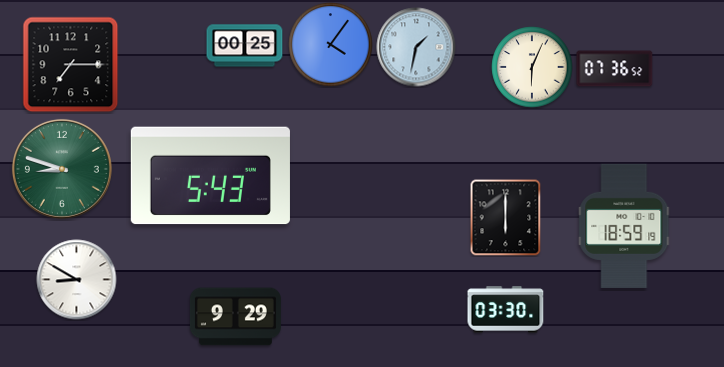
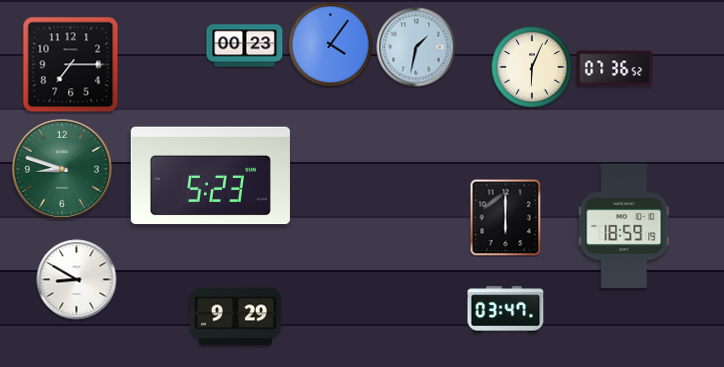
clock at (245, 46): 00:25 -> 00:23
clock at (210, 176): 5:43 -> 5:23
clock at (506, 310): 03:30 -> 03:47
